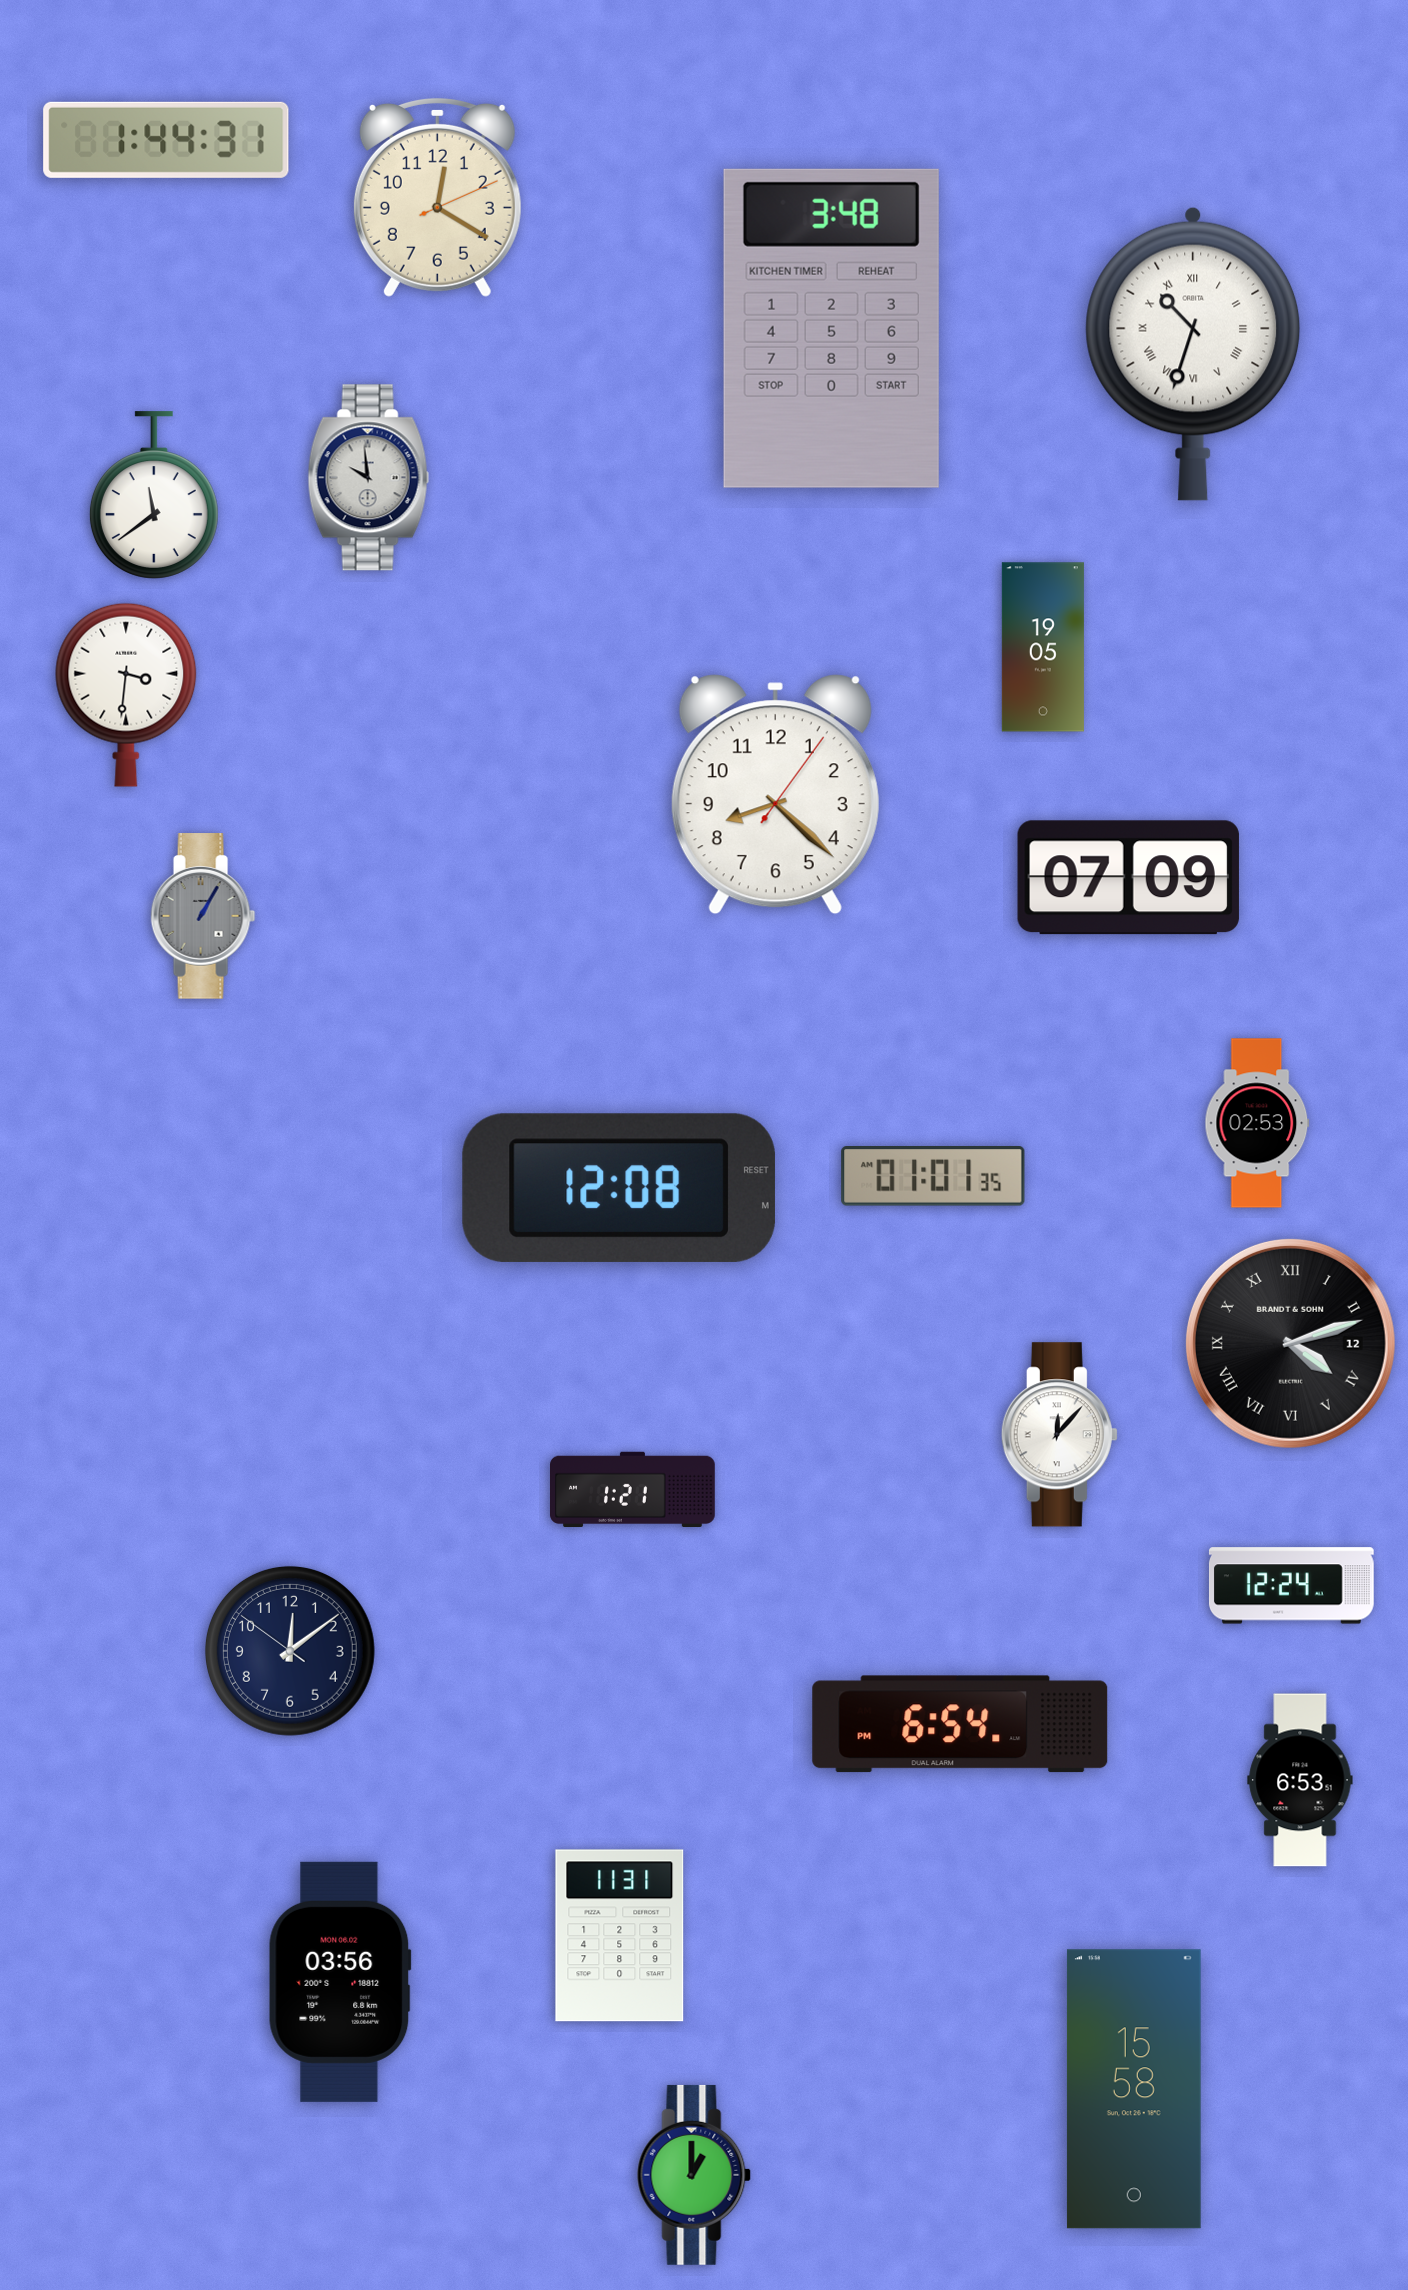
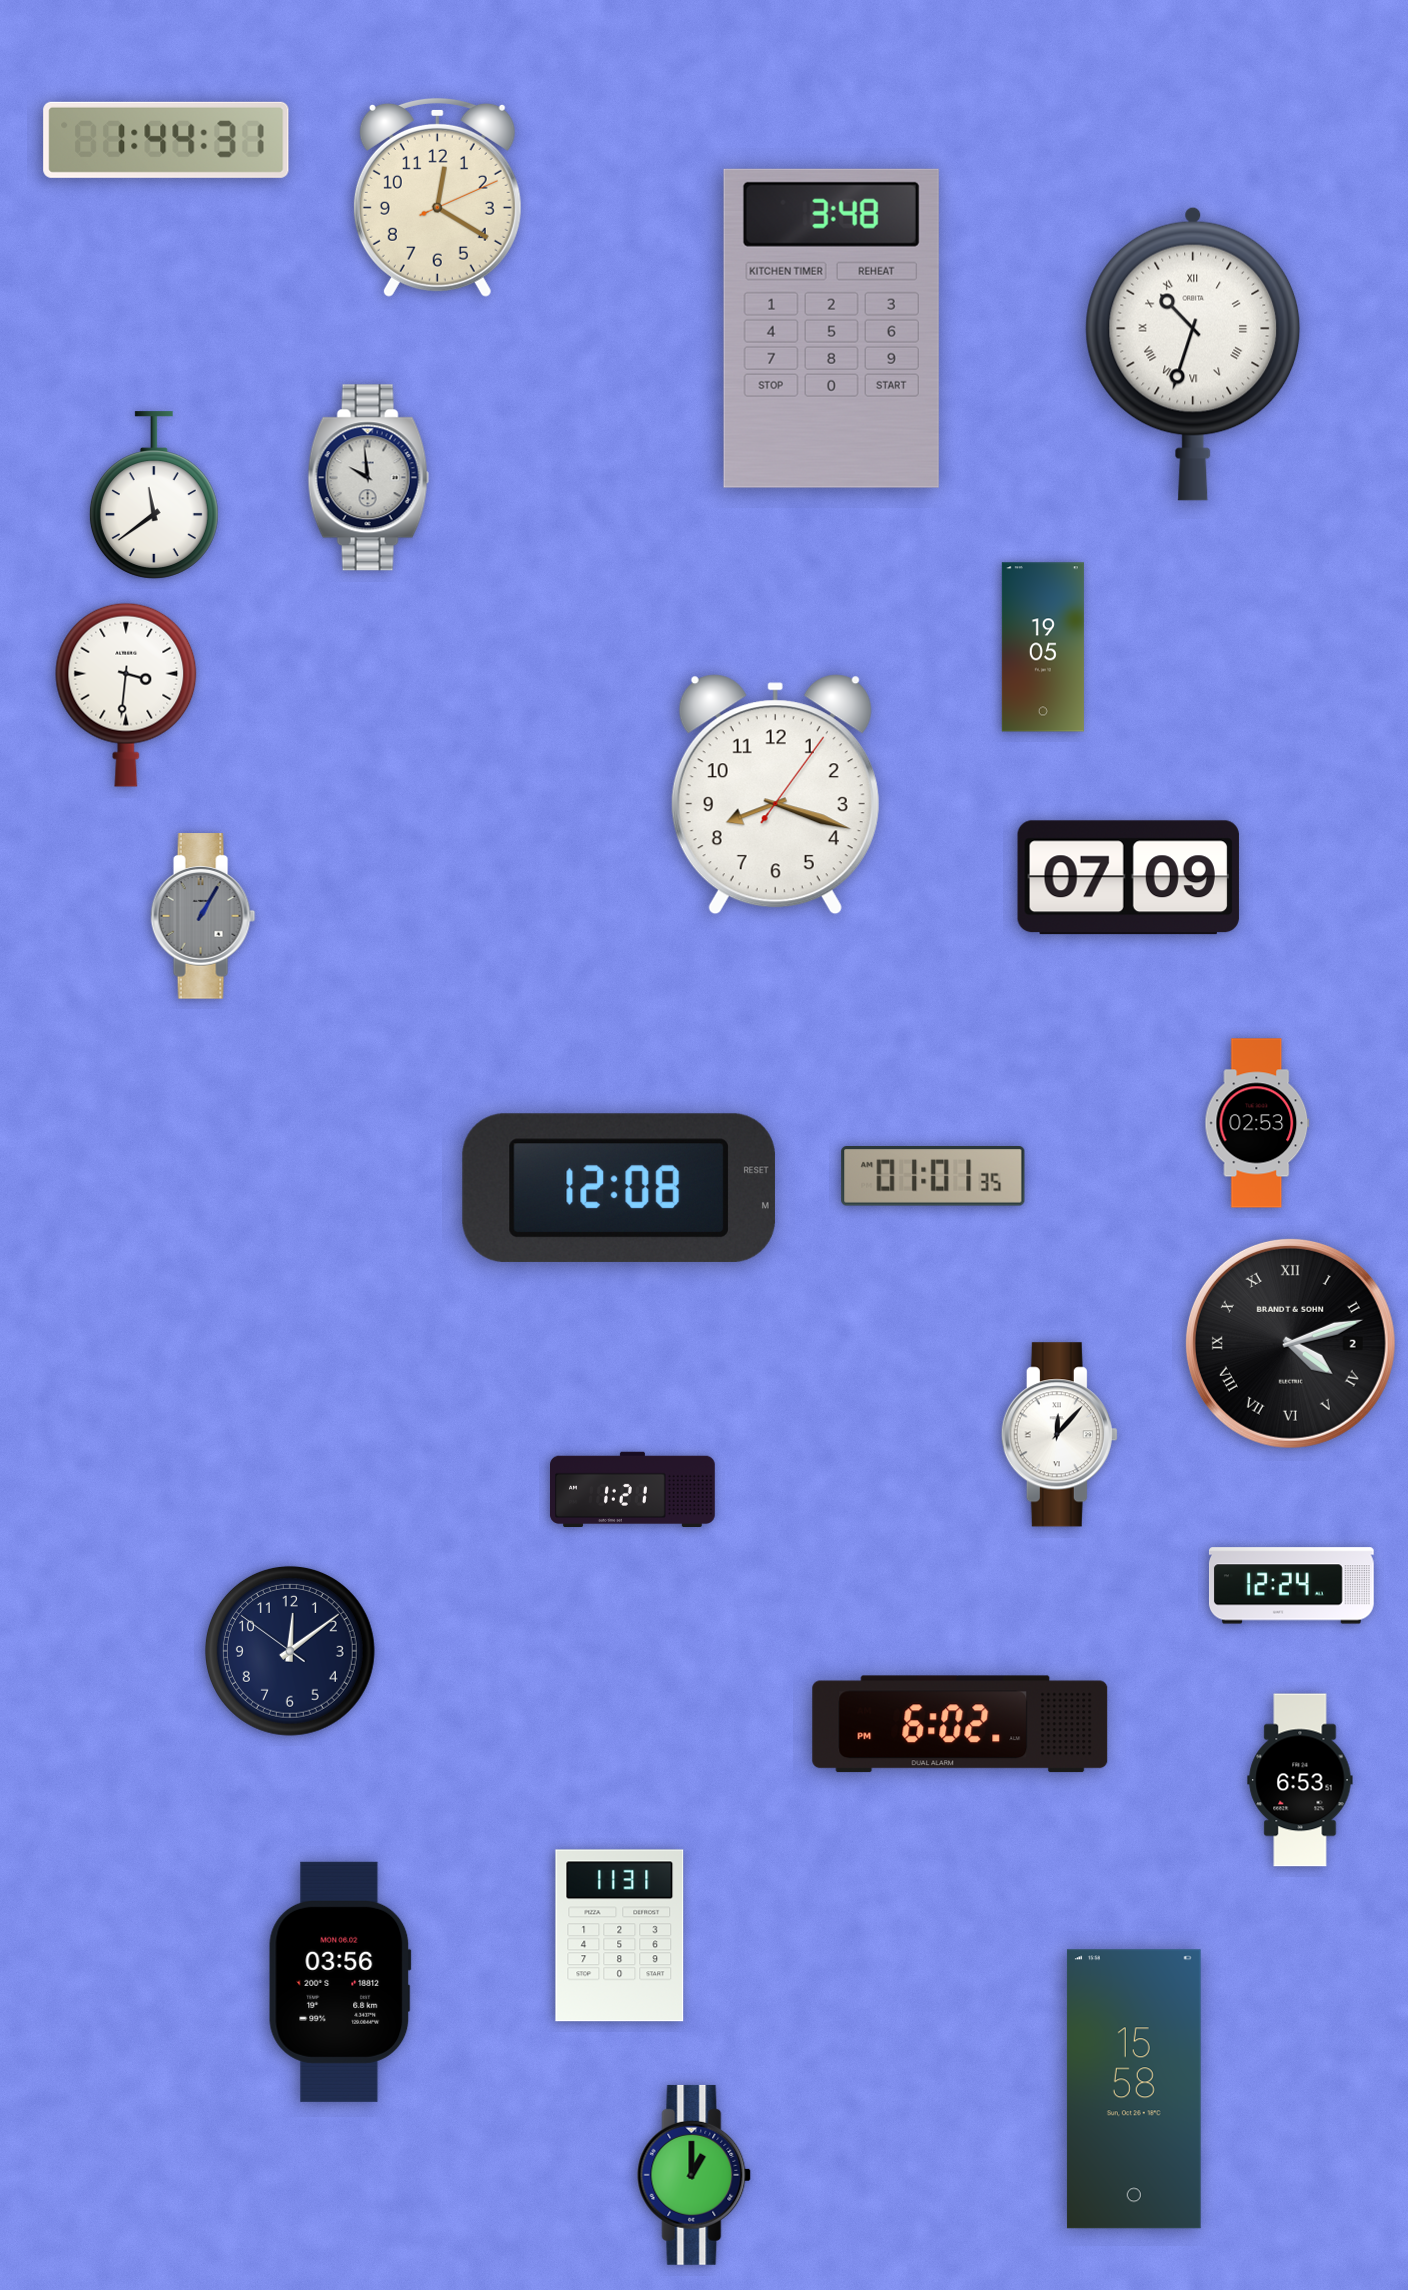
clock at (775, 795): 8:22 -> 8:18
clock at (1290, 1343) date: 12 -> 2
clock at (960, 1724): 6:54 -> 6:02
